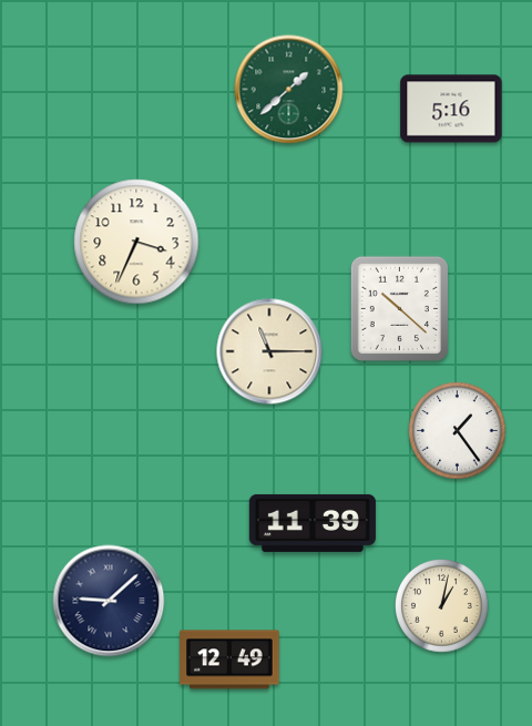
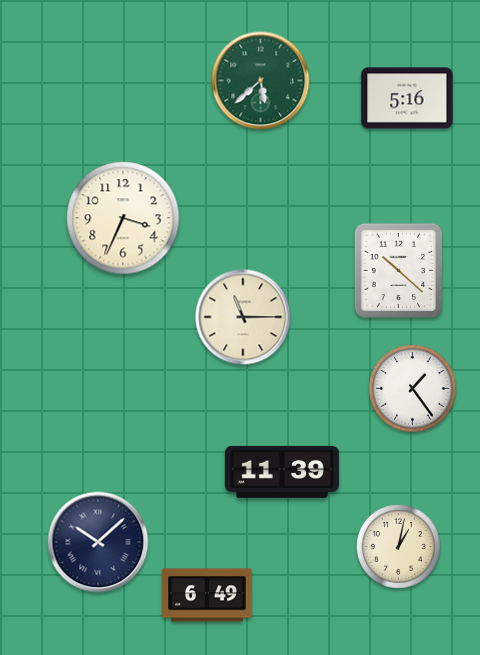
clock at (289, 90): 1:38 -> 5:38
clock at (399, 308) position: (399, 308) -> (398, 270)
clock at (109, 601): 9:08 -> 10:08
clock at (229, 659): 12:49 -> 6:49
